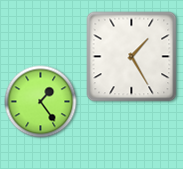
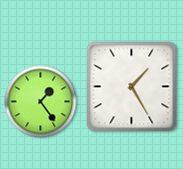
clock at (132, 57) position: (132, 57) -> (132, 87)
